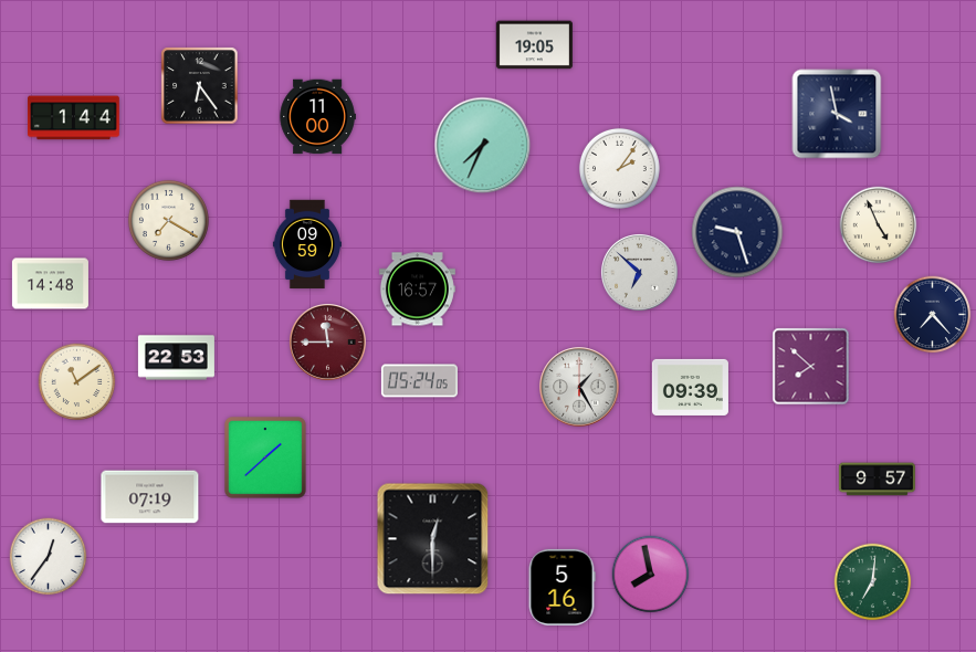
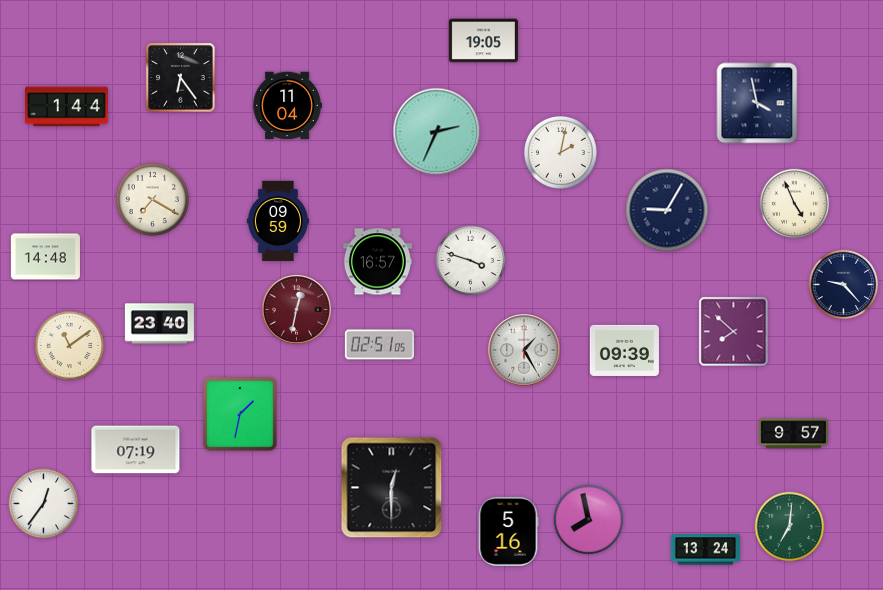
clock at (317, 117): 11:00 -> 11:04
clock at (483, 146): 7:34 -> 2:34
clock at (619, 168): 2:06 -> 2:02
clock at (737, 232): 9:27 -> 9:05
clock at (640, 273): 6:52 -> none
clock at (471, 261): none -> 3:48
clock at (933, 315): 7:23 -> 9:23
clock at (328, 343): 11:45 -> 12:32
clock at (176, 358): 22:53 -> 23:40
clock at (419, 381): 05:24 -> 02:51
clock at (266, 459): 1:38 -> 1:32
clock at (705, 550): none -> 13:24
